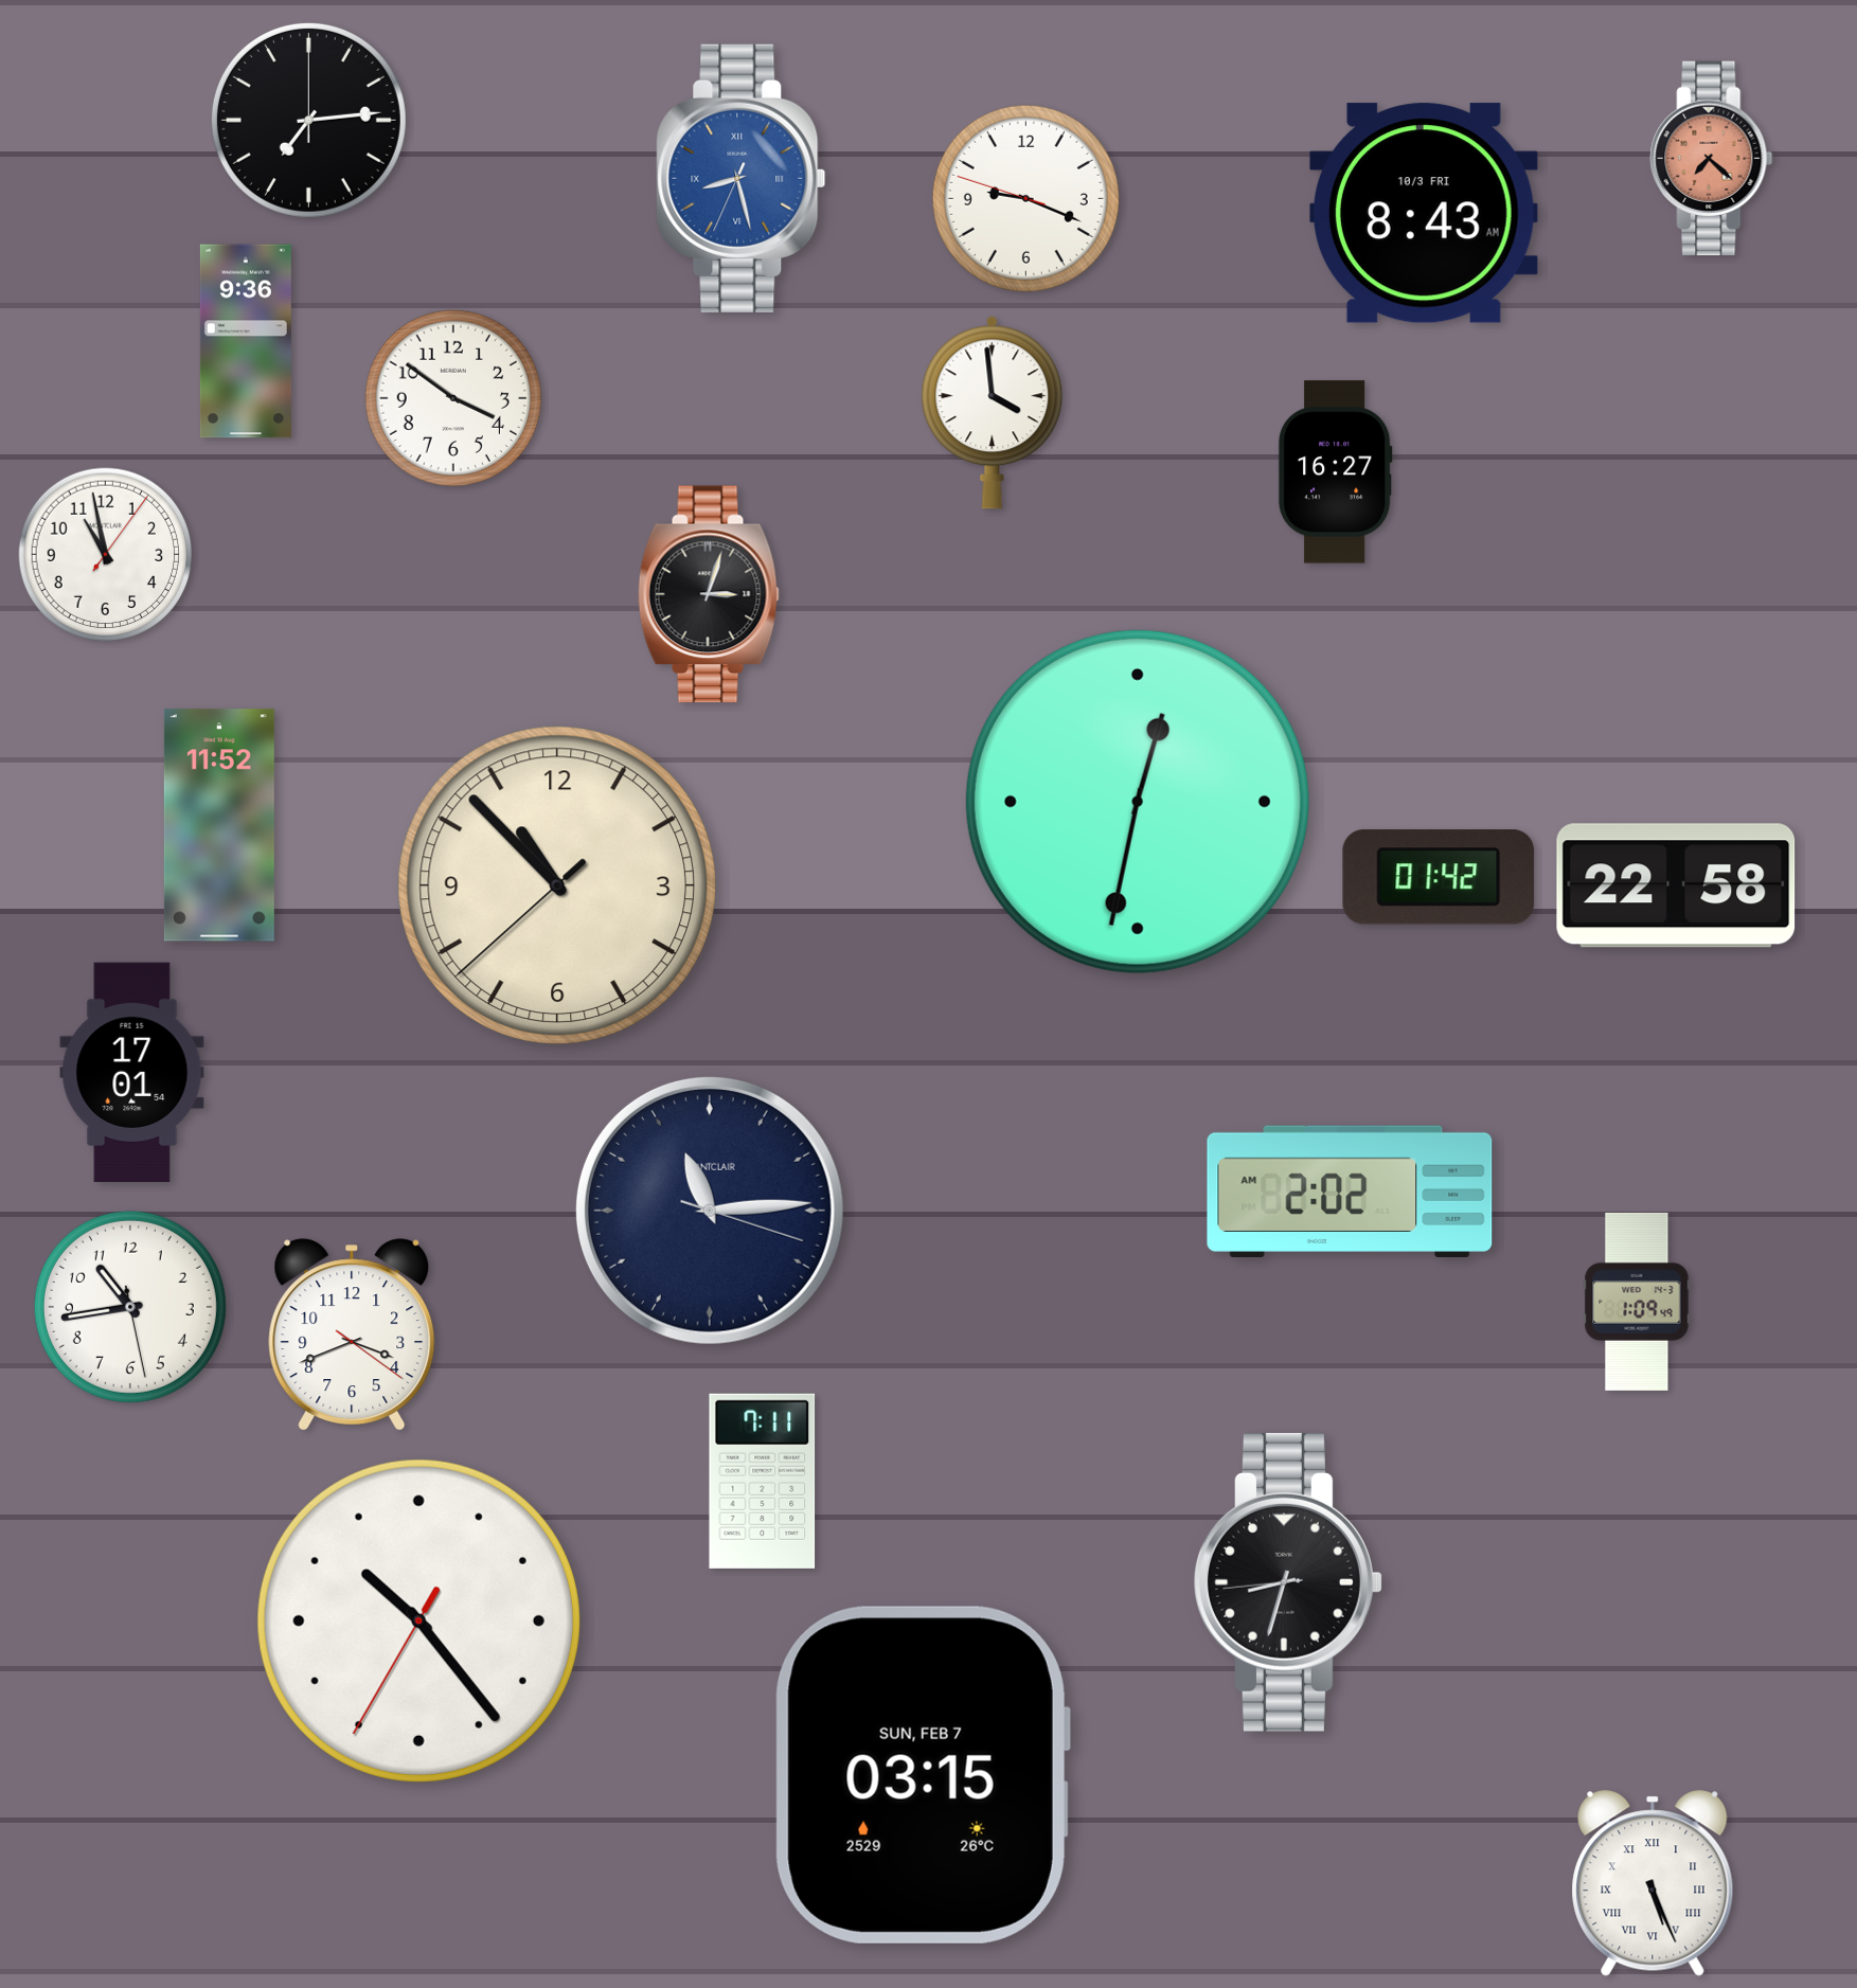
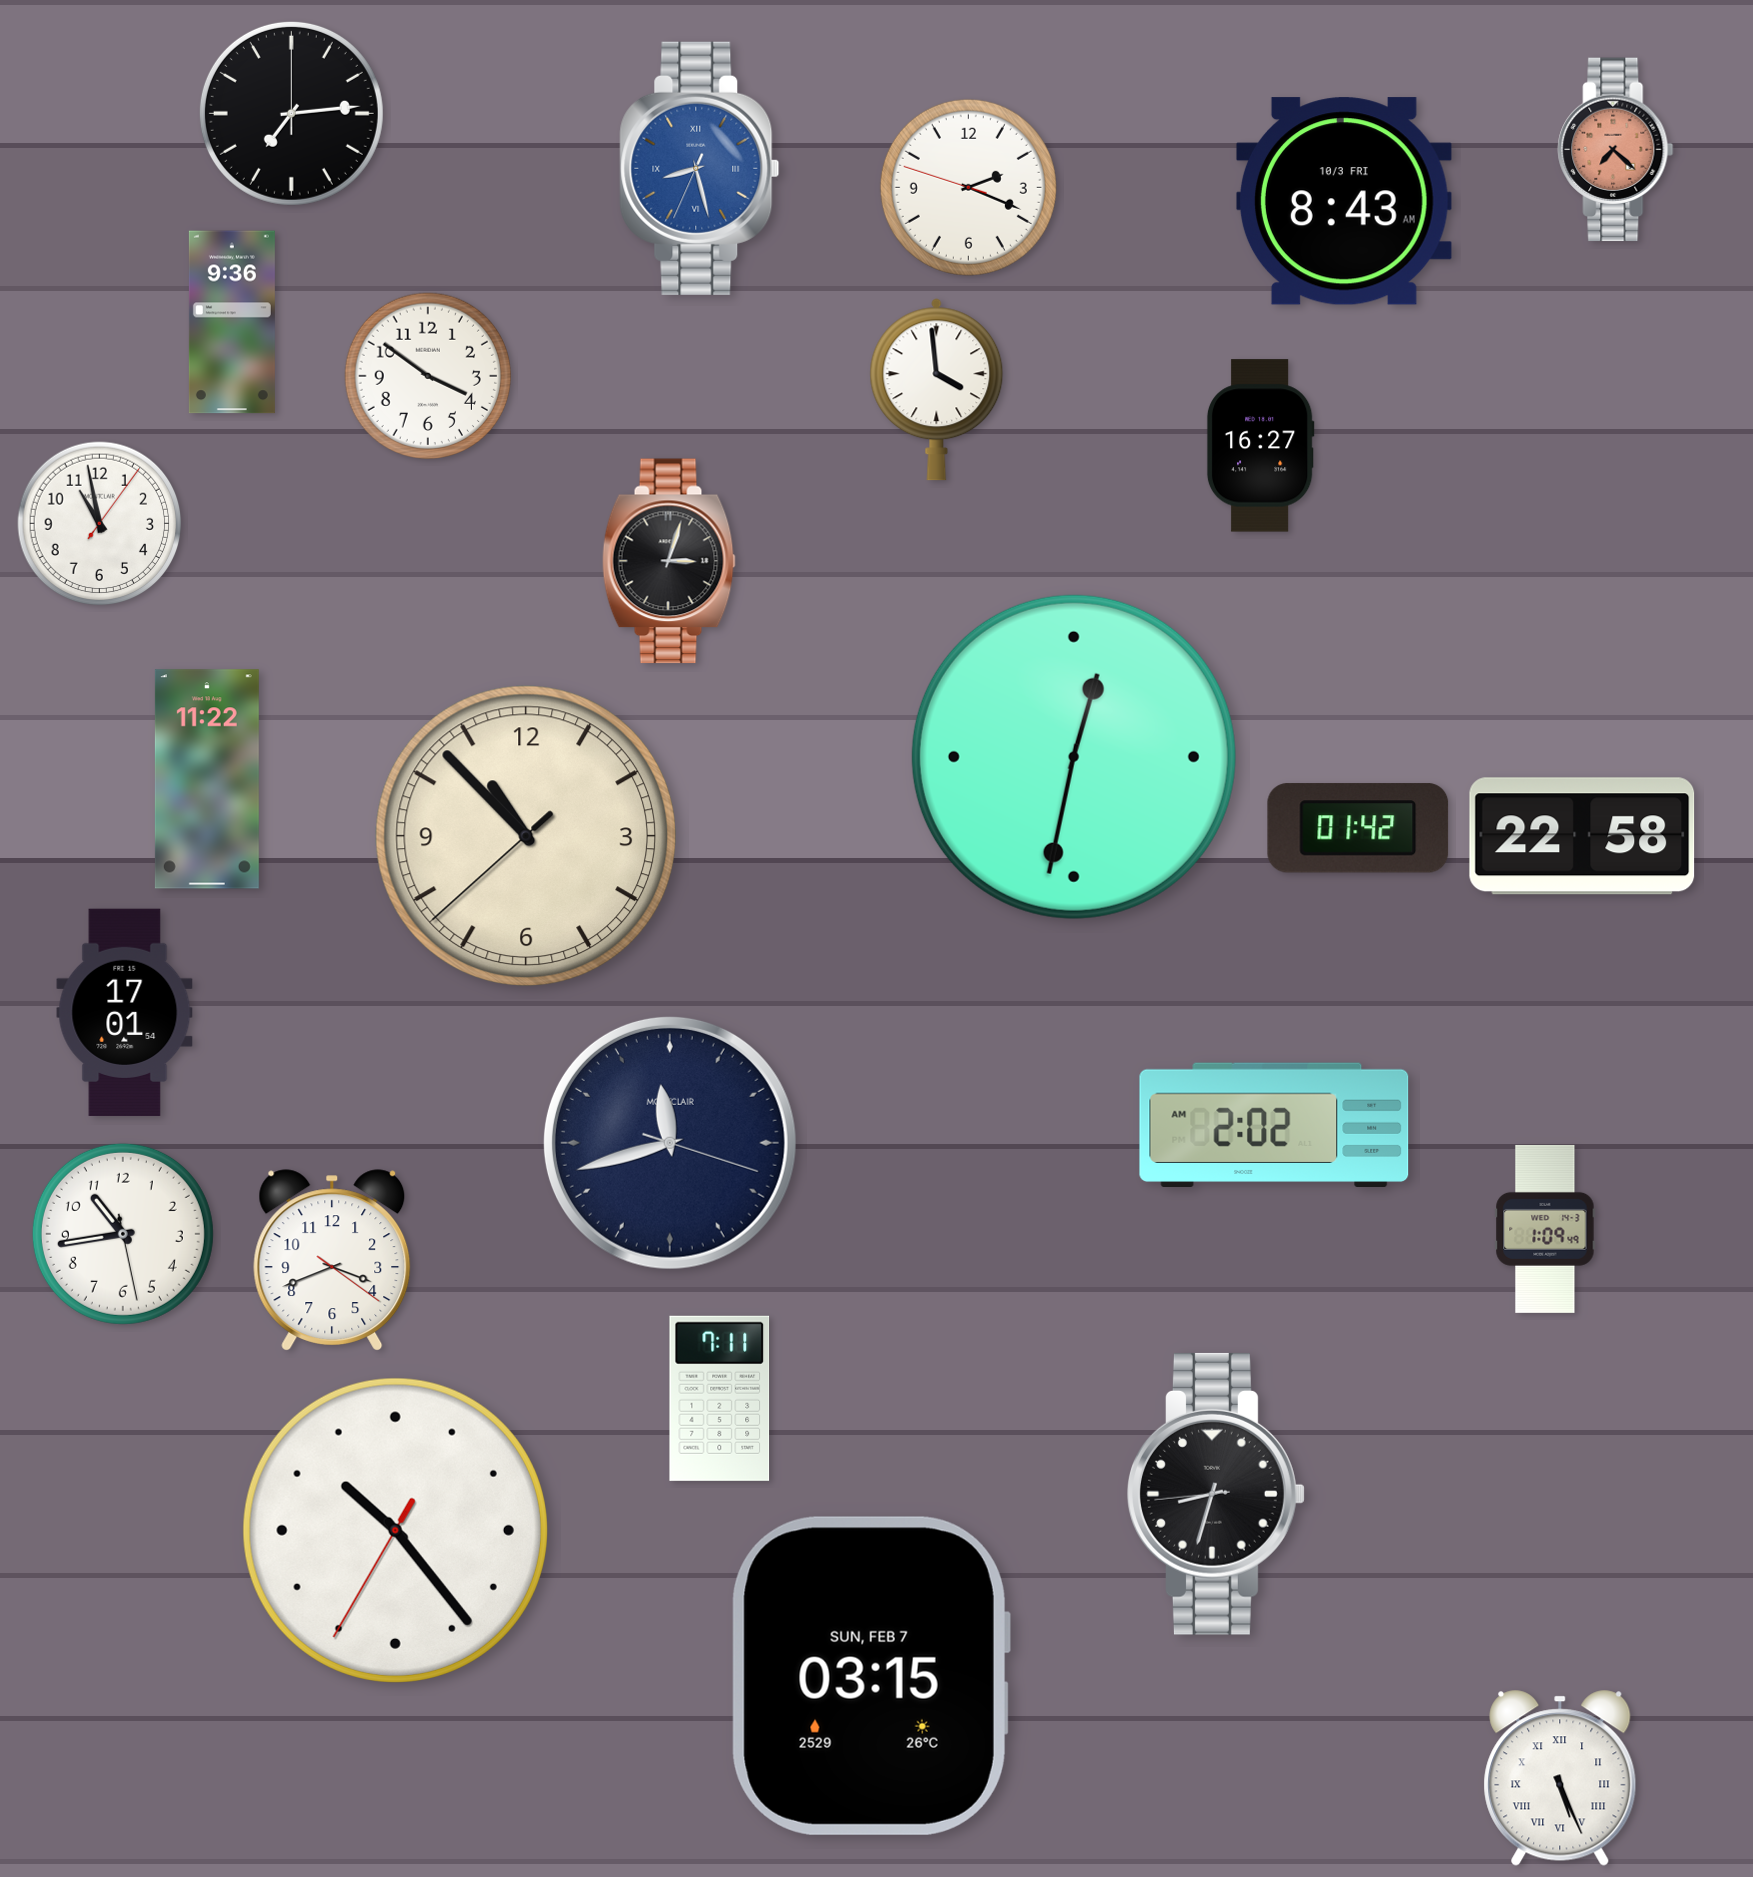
clock at (1025, 198): 9:18 -> 2:18
clock at (219, 825): 11:52 -> 11:22
clock at (710, 1211): 11:14 -> 11:42
